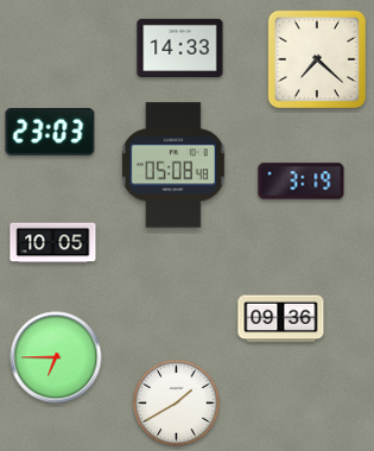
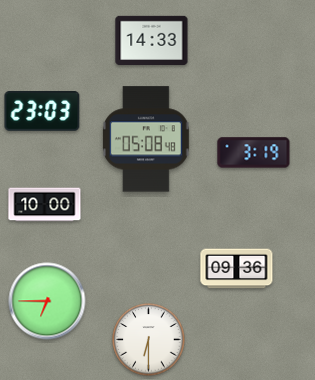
clock at (316, 58): 7:22 -> none
clock at (53, 243): 10:05 -> 10:00
clock at (177, 404): 1:40 -> 6:30
